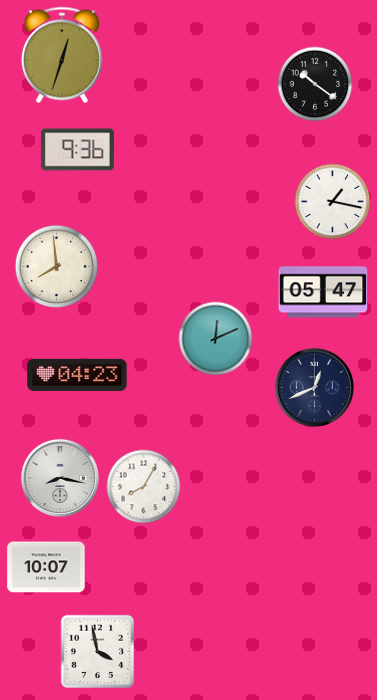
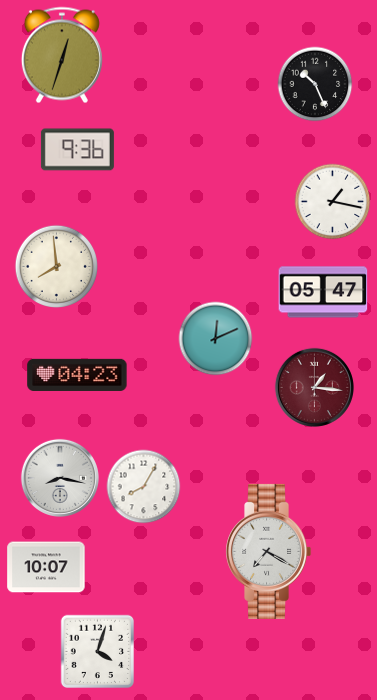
clock at (315, 84): 10:21 -> 10:26
clock at (314, 387): 12:41 -> 1:16
clock at (314, 387) dial: navy -> burgundy
clock at (269, 551): none -> 7:20
clock at (98, 652): 3:58 -> 4:03
